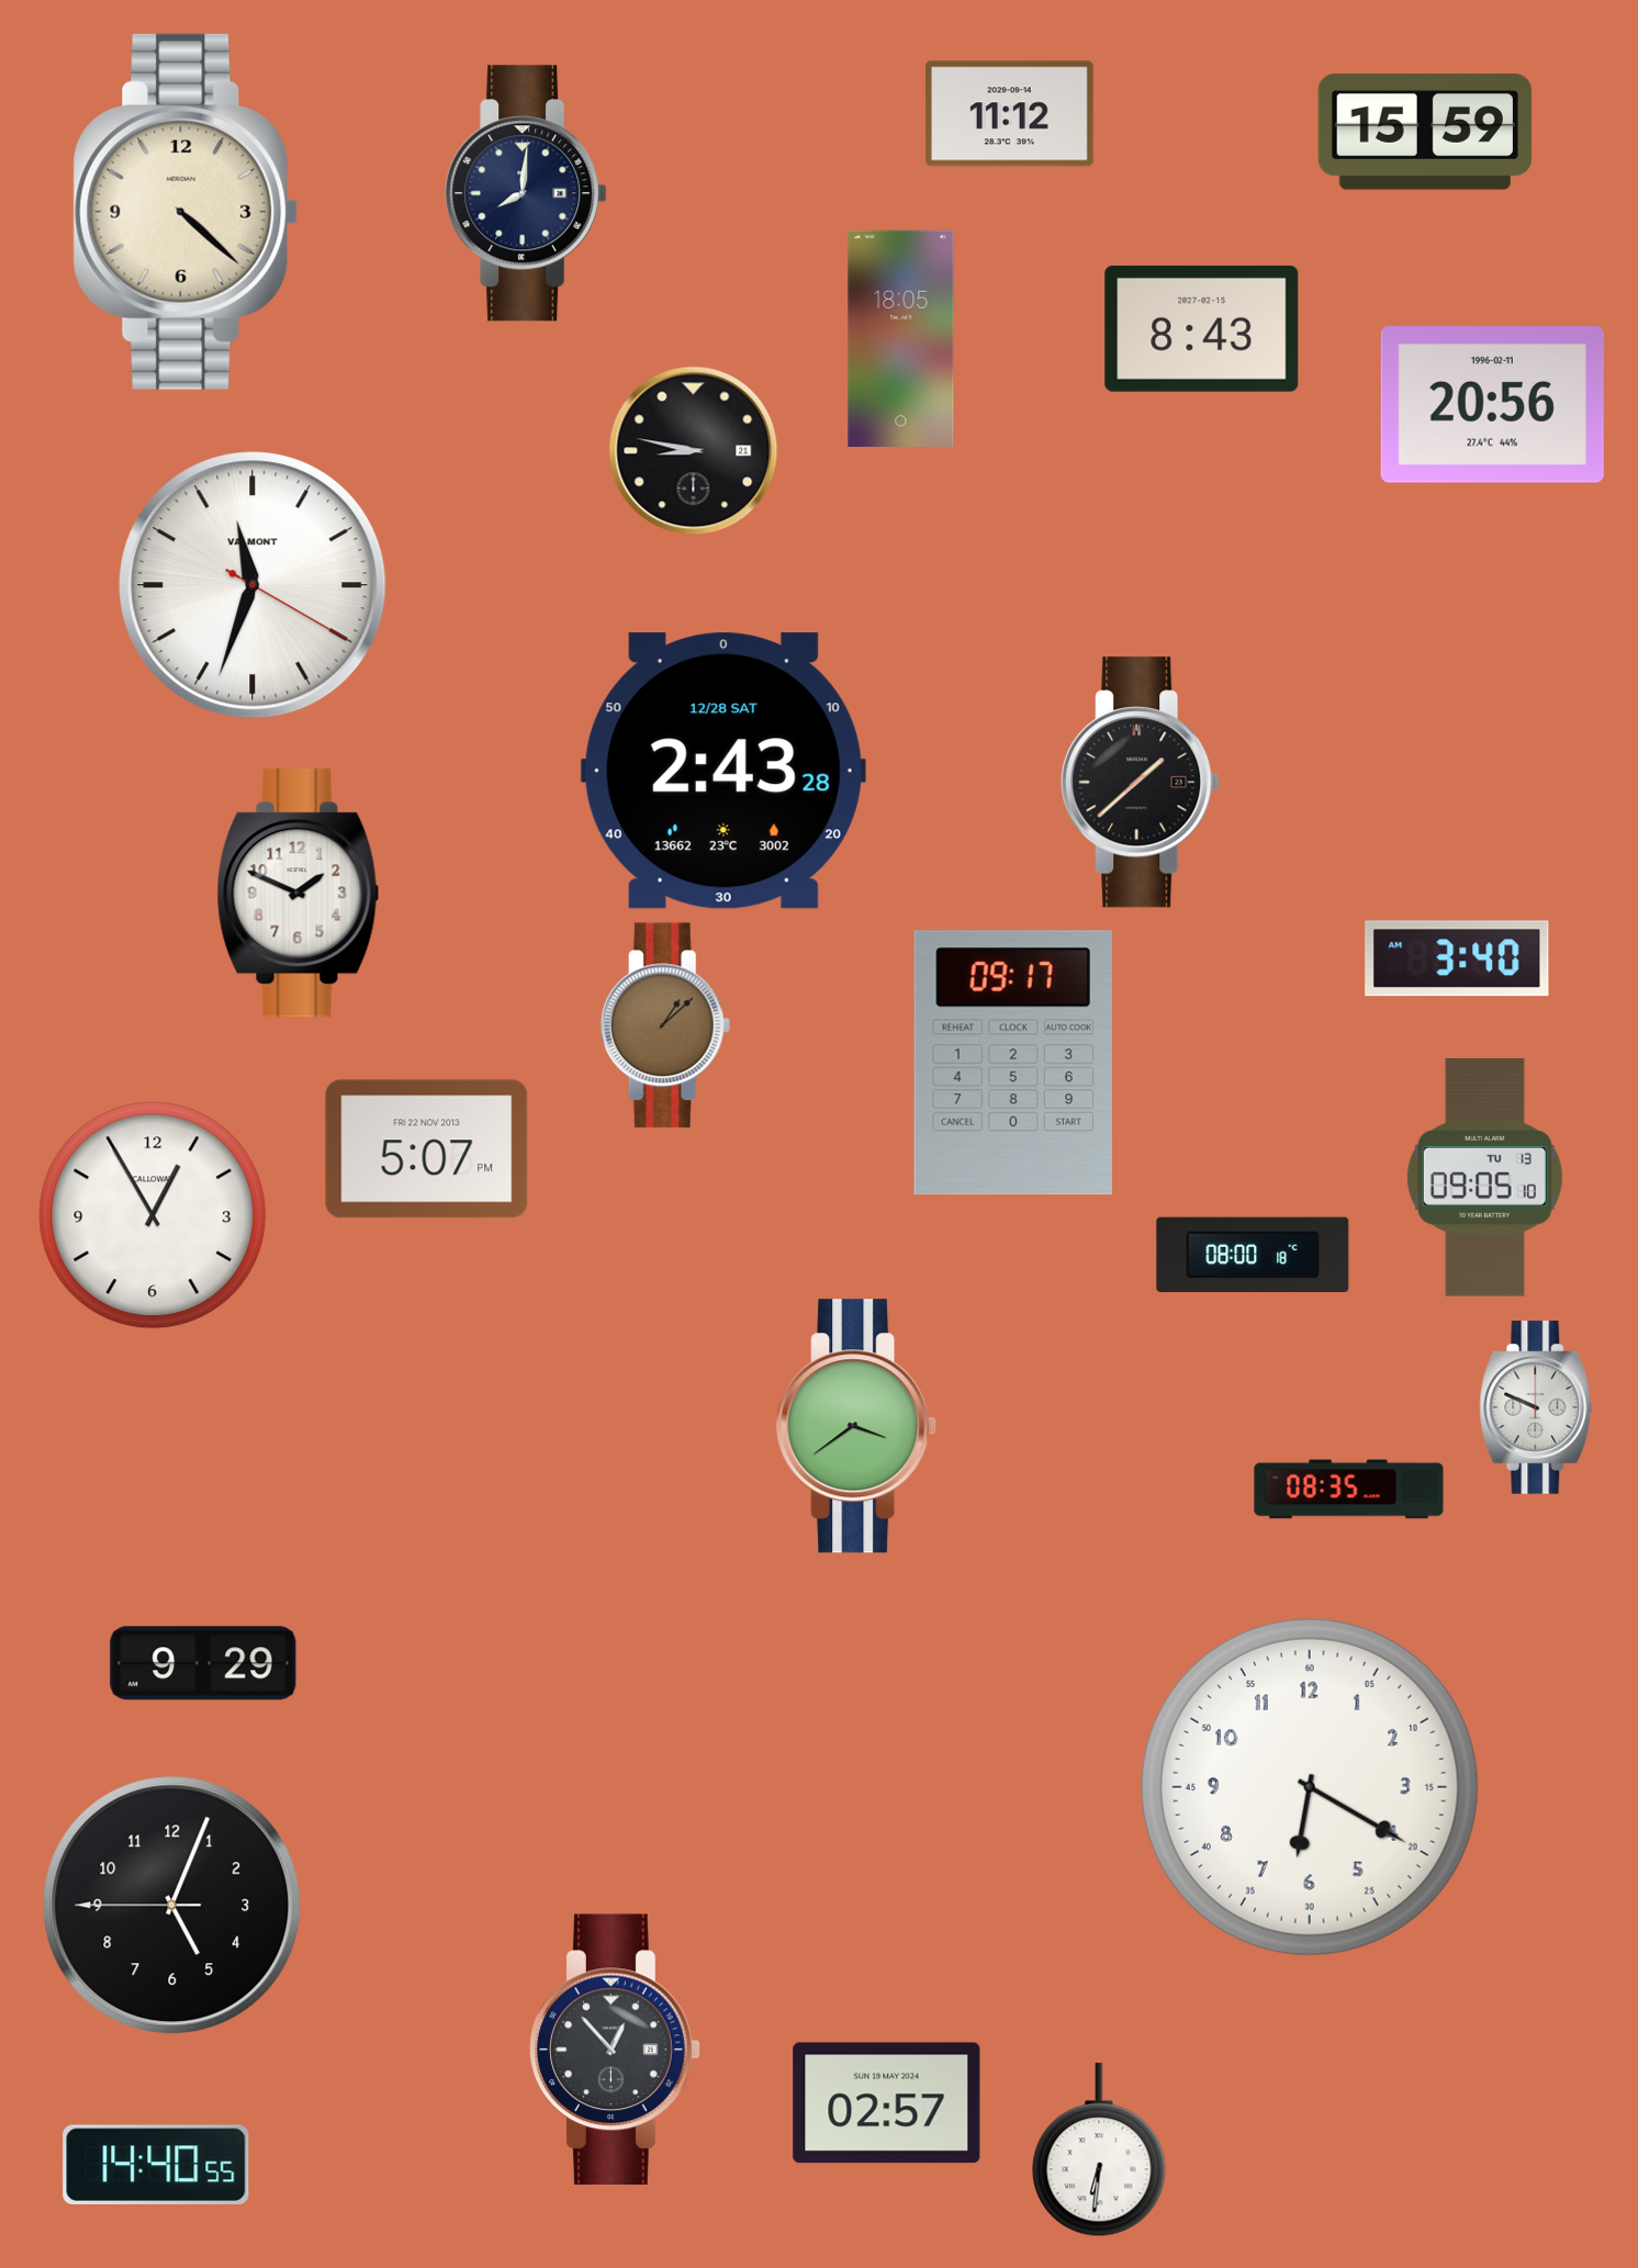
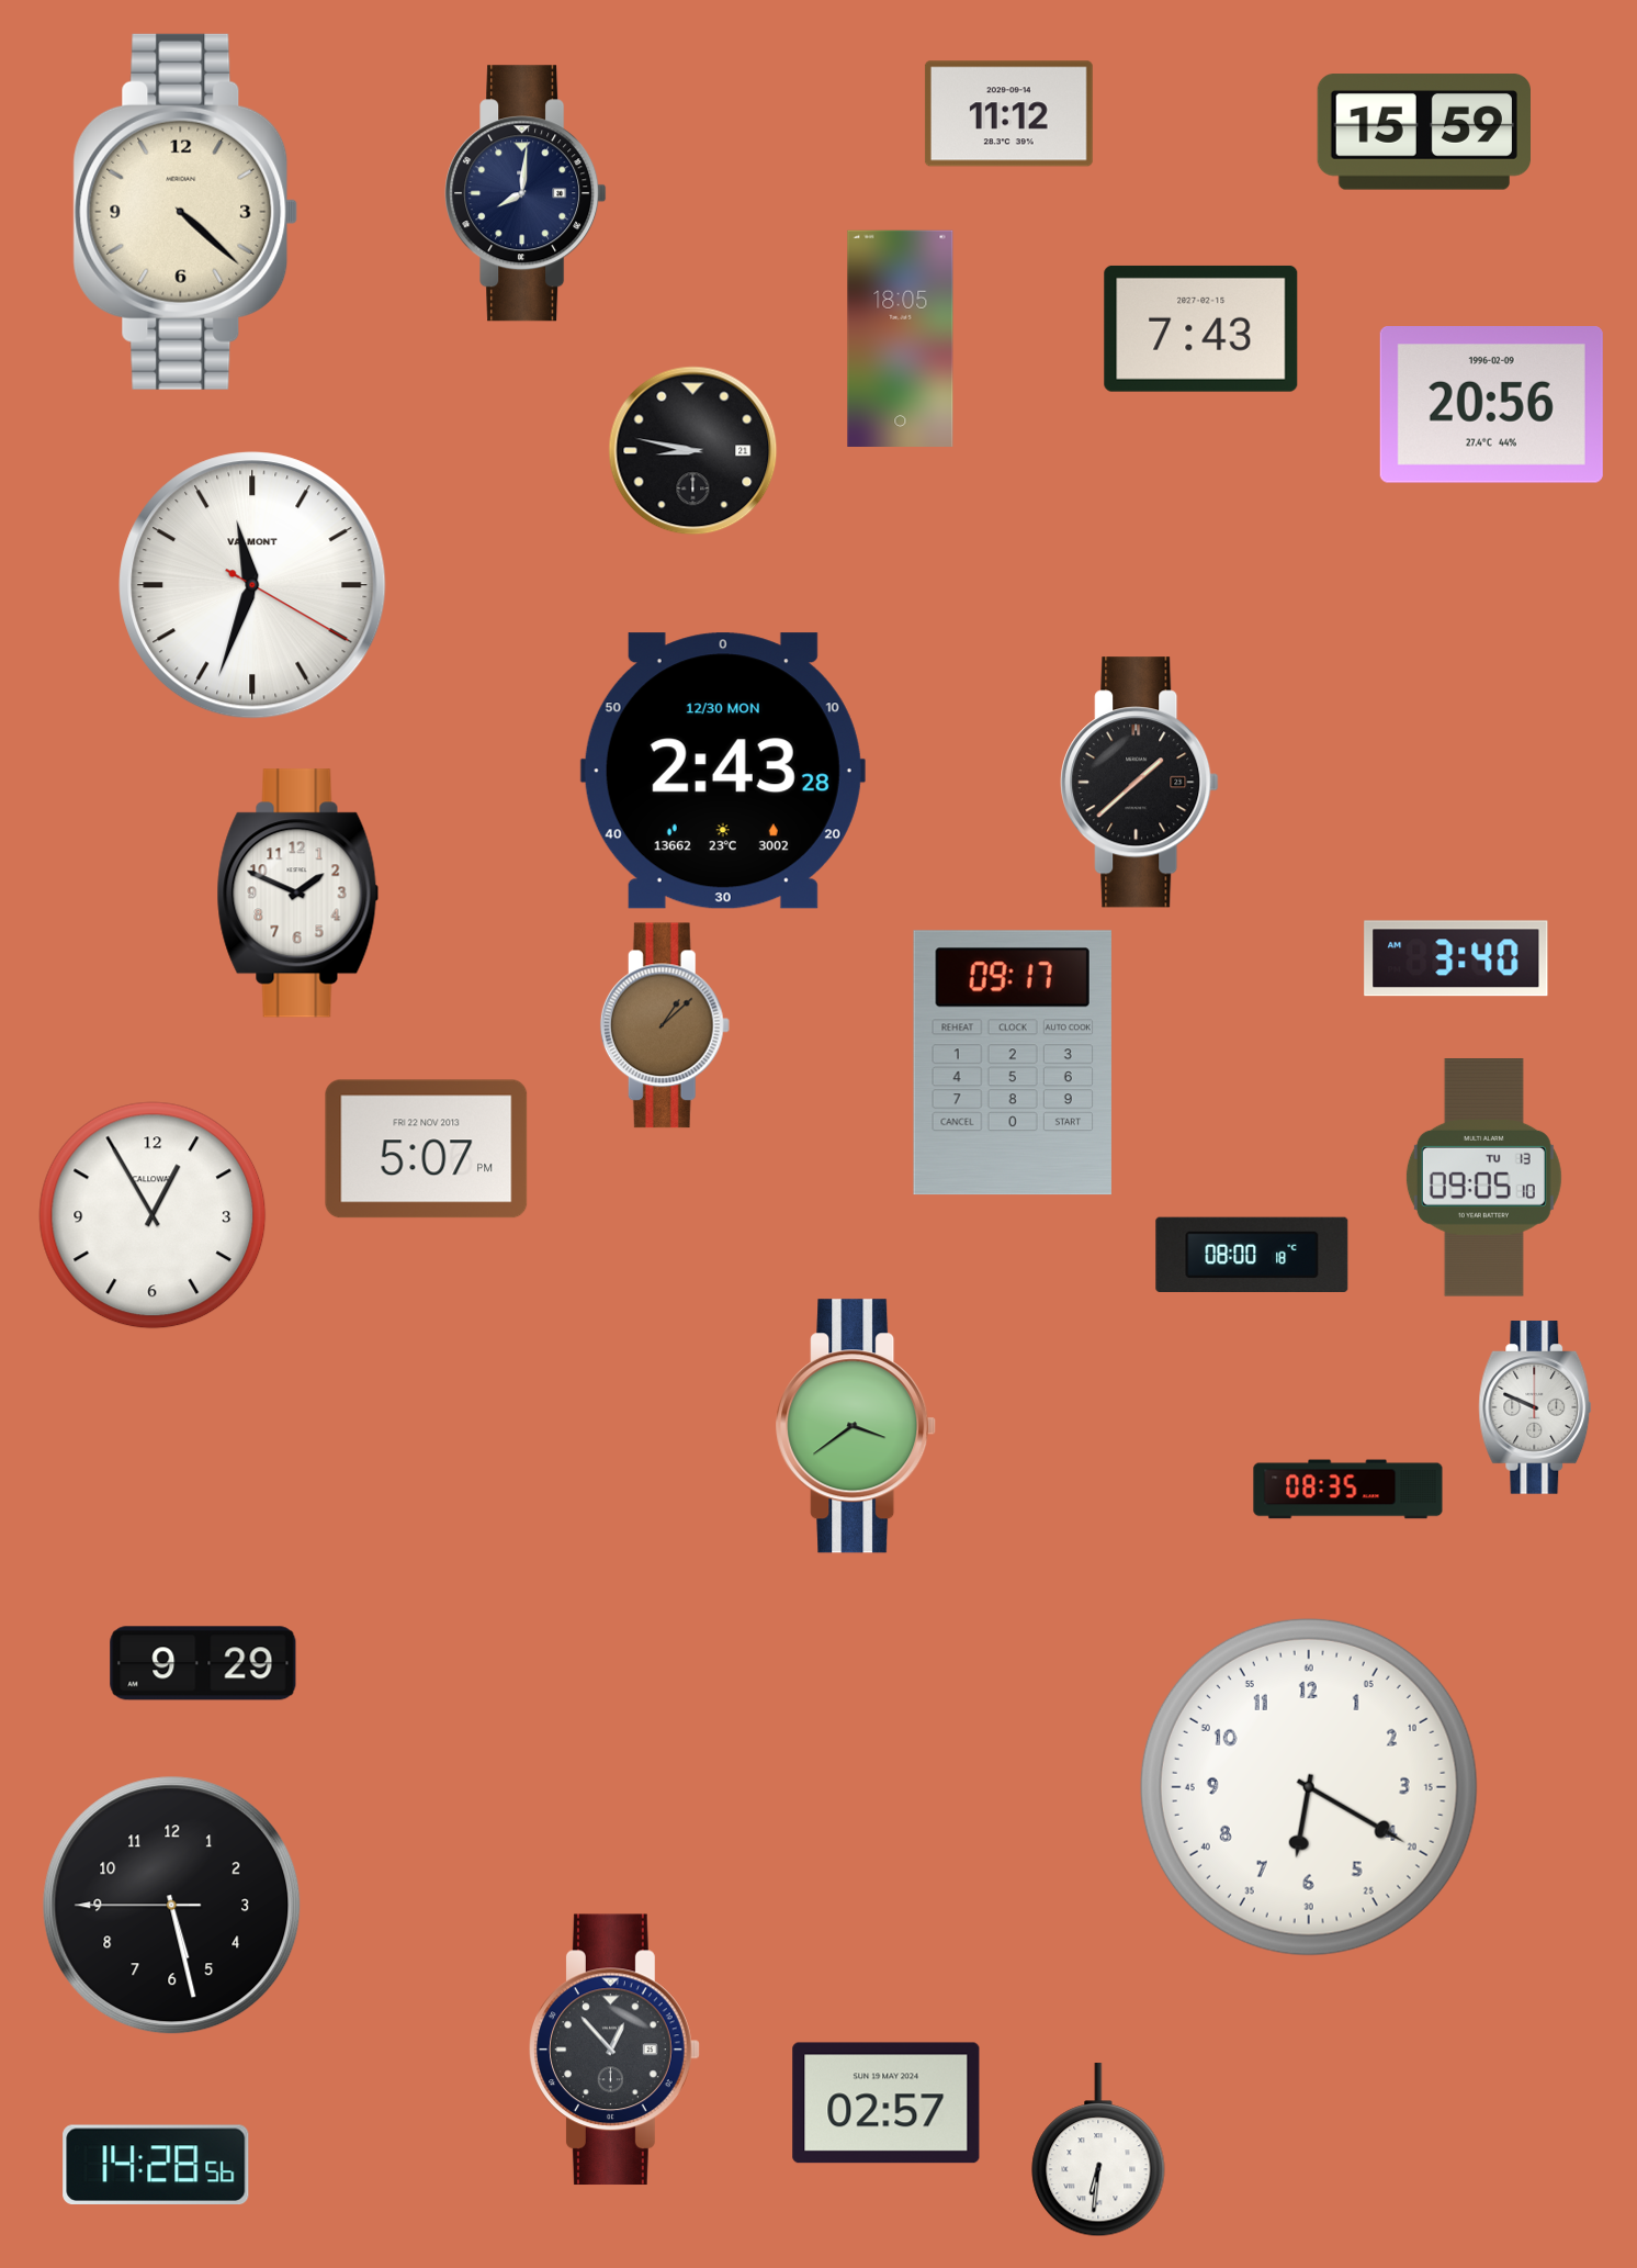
clock at (1202, 328): 8:43 -> 7:43
clock at (1492, 405) date: 1996-02-11 -> 1996-02-09
clock at (723, 771) date: 12/28 SAT -> 12/30 MON
clock at (172, 1906): 5:03 -> 5:27
clock at (156, 2164): 14:40 -> 14:28
